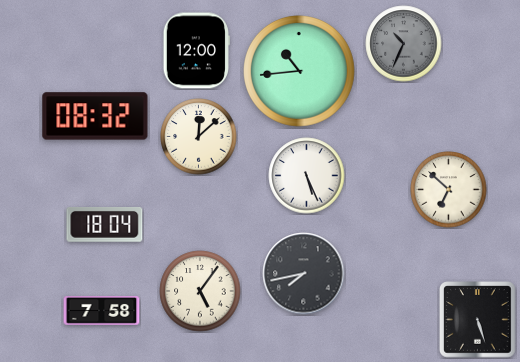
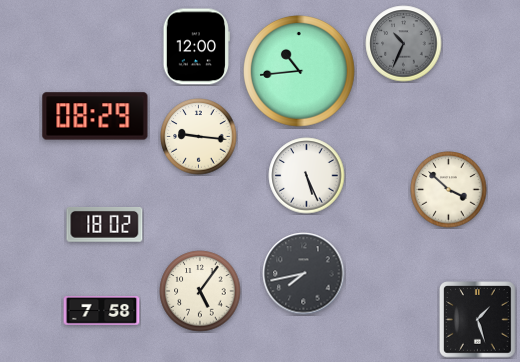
clock at (196, 51) position: (196, 51) -> (196, 47)
clock at (95, 116): 08:32 -> 08:29
clock at (199, 137): 12:08 -> 9:16
clock at (449, 190): 6:52 -> 3:52
clock at (105, 225): 18:04 -> 18:02
clock at (478, 320): 5:27 -> 1:27
